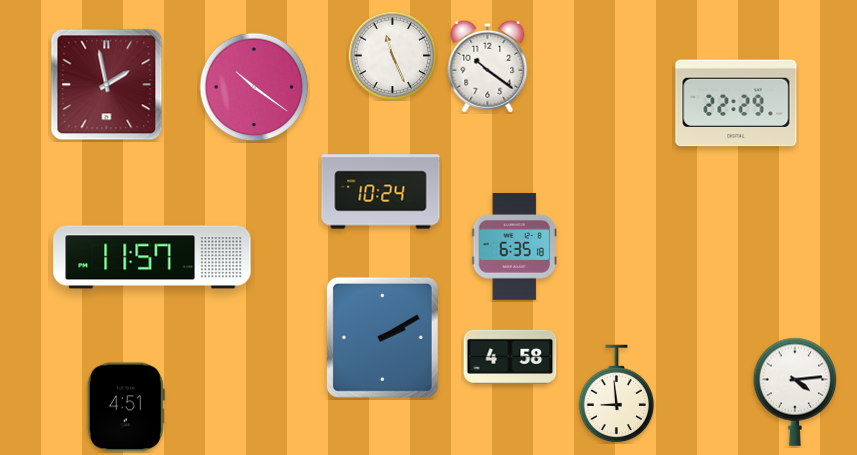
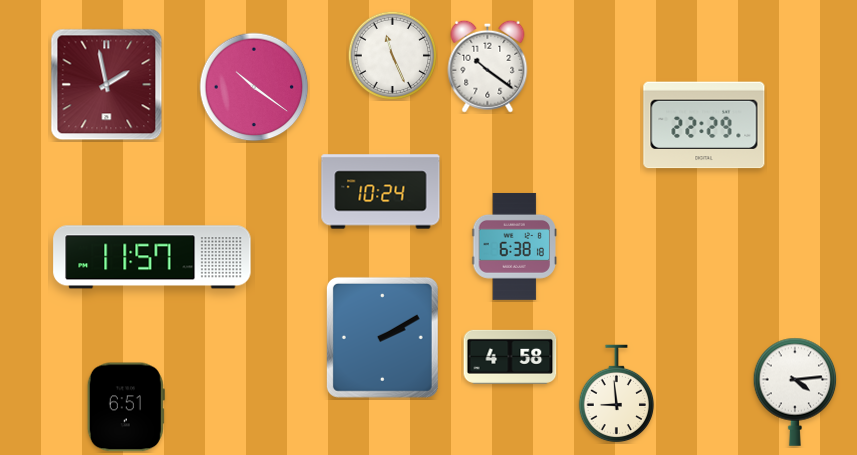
clock at (736, 103) position: (736, 103) -> (704, 125)
clock at (515, 246): 6:35 -> 6:38
clock at (126, 407): 4:51 -> 6:51
